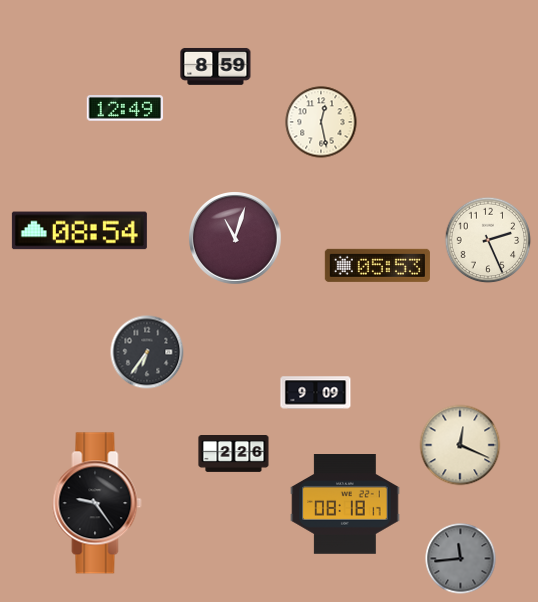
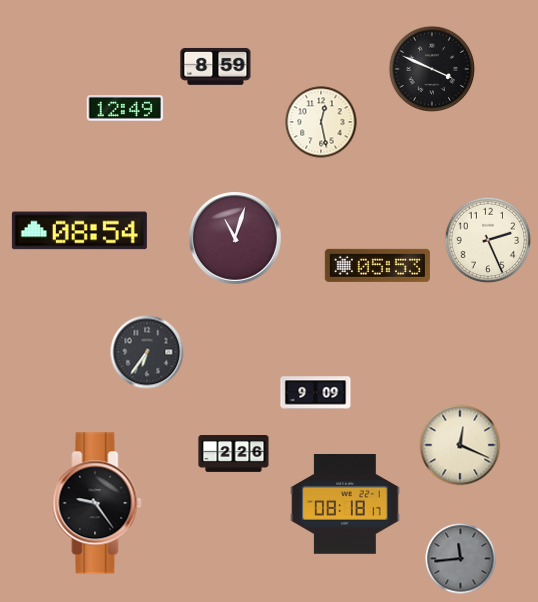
clock at (432, 69): none -> 3:49
